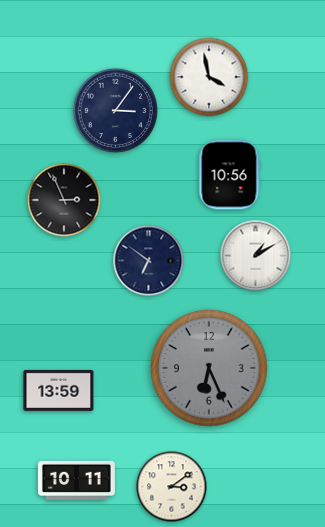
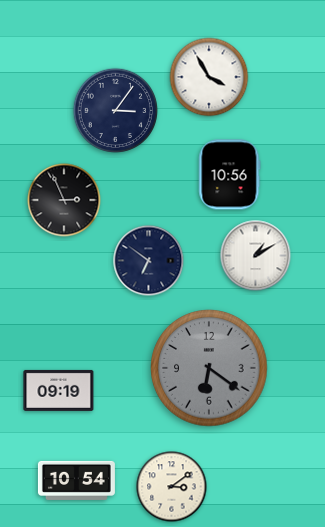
clock at (209, 77): 3:58 -> 3:55
clock at (209, 368): 6:26 -> 6:21
clock at (59, 390): 13:59 -> 09:19
clock at (76, 480): 10:11 -> 10:54
